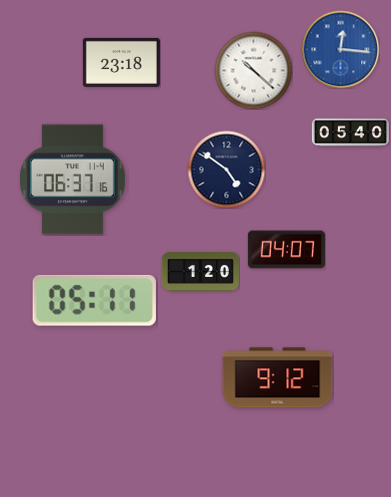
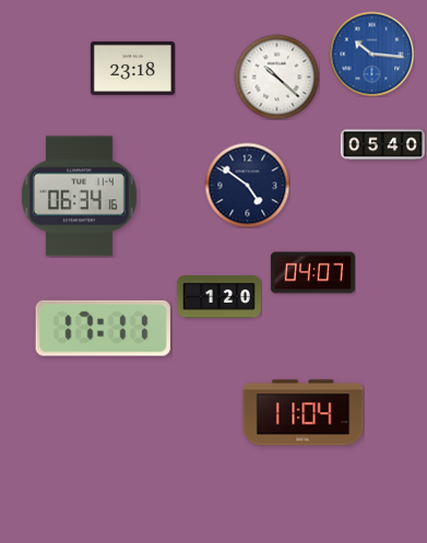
clock at (340, 49): 12:16 -> 10:16
clock at (72, 180): 06:37 -> 06:34
clock at (94, 300): 05:11 -> 17:11
clock at (278, 378): 9:12 -> 11:04
